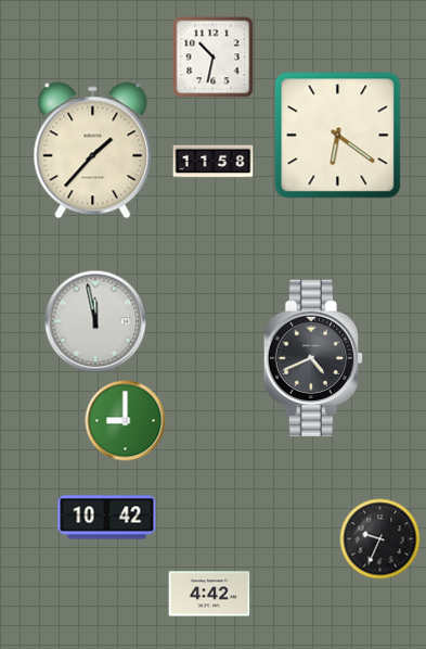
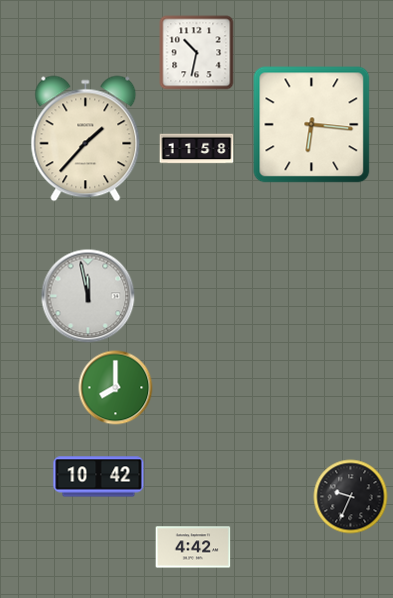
clock at (338, 136): 6:21 -> 6:16
clock at (312, 358): 4:41 -> none
clock at (126, 421): 9:00 -> 8:00
